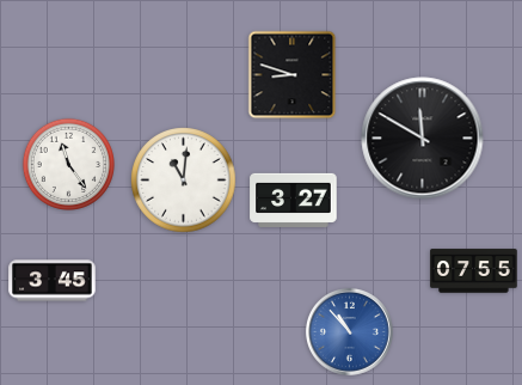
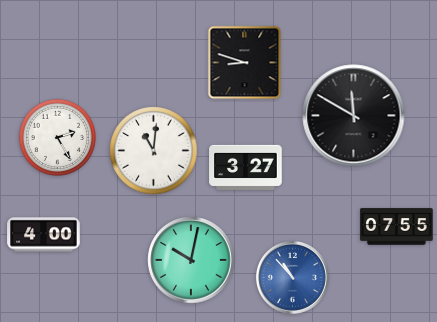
clock at (68, 164): 11:24 -> 2:25
clock at (53, 281): 3:45 -> 4:00
clock at (191, 260): none -> 10:02
